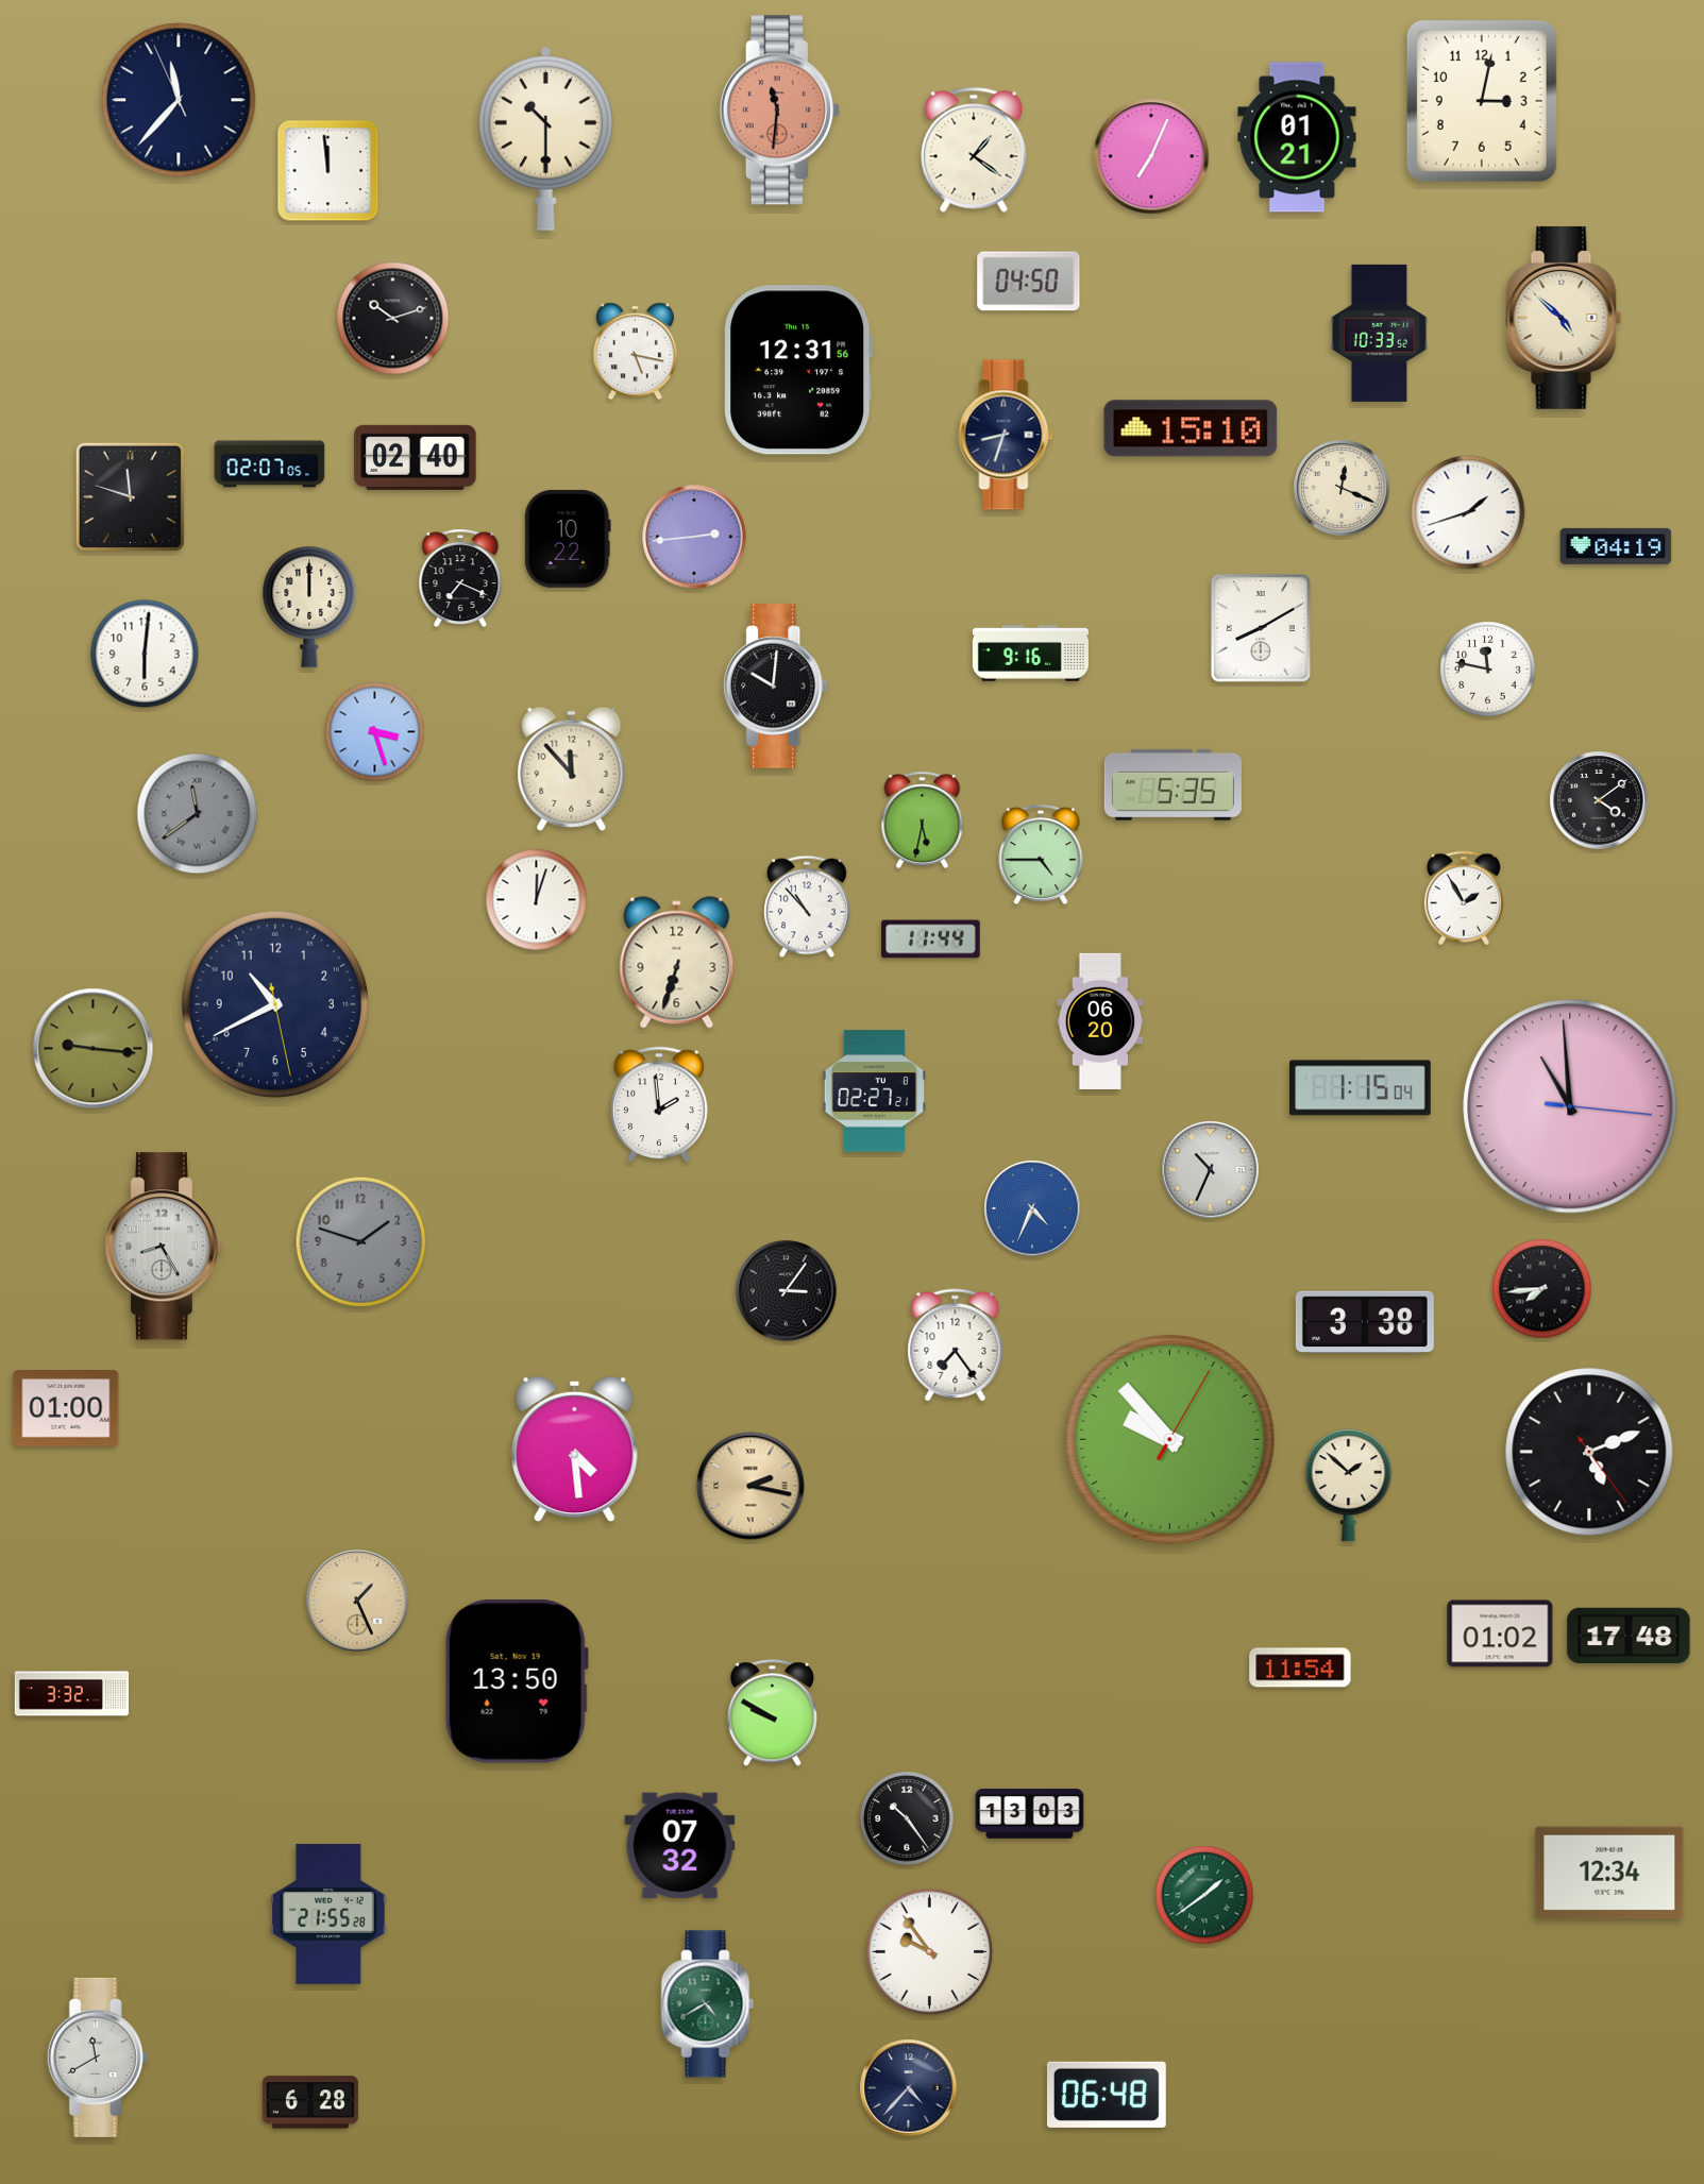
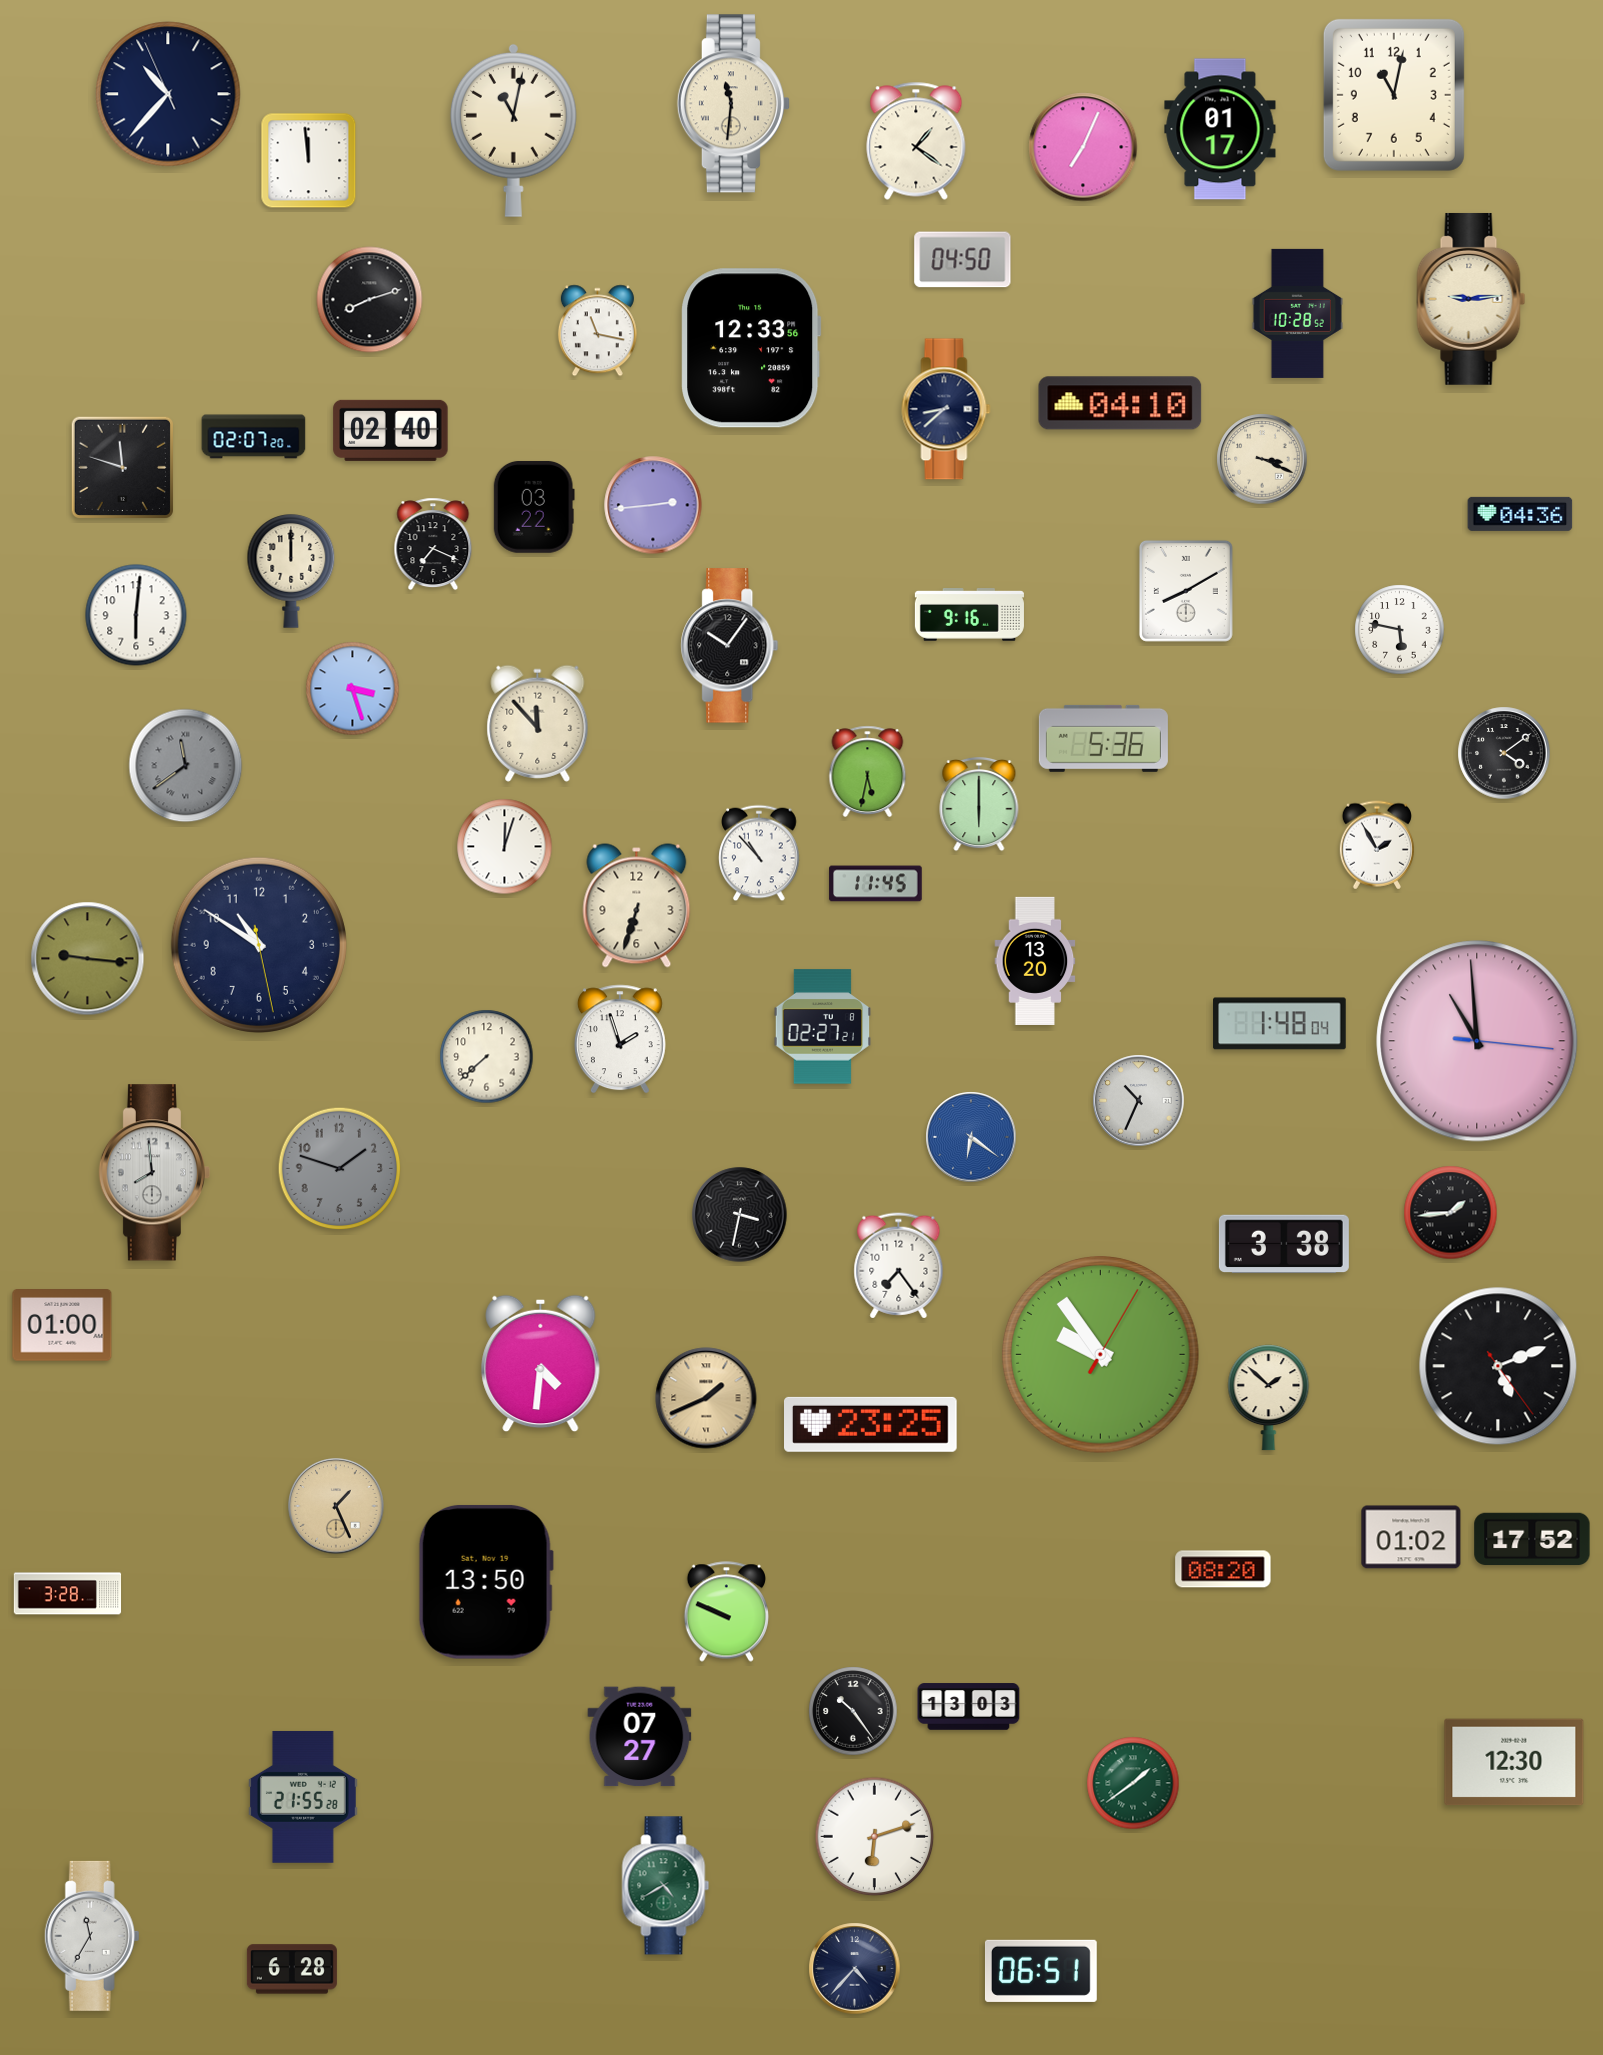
clock at (179, 100): 11:36 -> 10:36
clock at (1482, 101): 3:02 -> 11:02
clock at (779, 111) dial: salmon -> cream
clock at (1297, 137): 01:21 -> 01:17
clock at (545, 138): 10:30 -> 11:02
clock at (1029, 282) position: (1029, 282) -> (963, 260)
clock at (1564, 318): 4:52 -> 9:14
clock at (393, 319): 10:12 -> 8:12
clock at (1379, 333): 10:33 -> 10:28
clock at (635, 352): 5:17 -> 11:17
clock at (798, 370): 12:31 -> 12:33
clock at (1191, 428): 15:10 -> 04:10
clock at (1006, 435): 8:33 -> 8:38
clock at (270, 464): 02:07:05 -> 02:07:20
clock at (1342, 488): 12:19 -> 3:19
clock at (1468, 512): 1:42 -> none
clock at (568, 539): 10:22 -> 03:22
clock at (1616, 546): 04:19 -> 04:36
clock at (1488, 670): 11:47 -> 5:47
clock at (776, 687): 10:01 -> 10:06
clock at (1172, 784): 5:35 -> 5:36
clock at (1041, 854): 4:45 -> 6:00
clock at (931, 939): 11:44 -> 11:45
clock at (275, 1004): 10:40 -> 10:50
clock at (1100, 1021): 06:20 -> 13:20
clock at (94, 1049) position: (94, 1049) -> (88, 959)
clock at (1361, 1088): 1:15 -> 1:48
clock at (659, 1104): 1:59 -> 1:57
clock at (487, 1057): none -> 7:38
clock at (1032, 1208): 4:34 -> 6:21
clock at (165, 1247): 8:25 -> 7:59
clock at (1542, 1289): 7:44 -> 1:44
clock at (787, 1291): 3:06 -> 3:32
clock at (1170, 1440): 9:53 -> 9:54
clock at (575, 1450): 4:29 -> 4:31
clock at (1589, 1452) position: (1589, 1452) -> (1498, 1366)
clock at (750, 1486): 2:17 -> 1:41
clock at (871, 1424): none -> 23:25
clock at (1629, 1636): 17:48 -> 17:52
clock at (1300, 1667): 11:54 -> 08:20
clock at (72, 1694): 3:32 -> 3:28
clock at (772, 1713): 9:50 -> 9:49
clock at (680, 1846): 07:32 -> 07:27
clock at (1609, 1873): 12:34 -> 12:30
clock at (328, 1914) position: (328, 1914) -> (303, 1797)
clock at (930, 1952): 9:54 -> 6:12
clock at (98, 2058): 11:40 -> 11:35
clock at (909, 2088) position: (909, 2088) -> (855, 1969)
clock at (1107, 2095): 06:48 -> 06:51
clock at (310, 2102) position: (310, 2102) -> (292, 1969)
